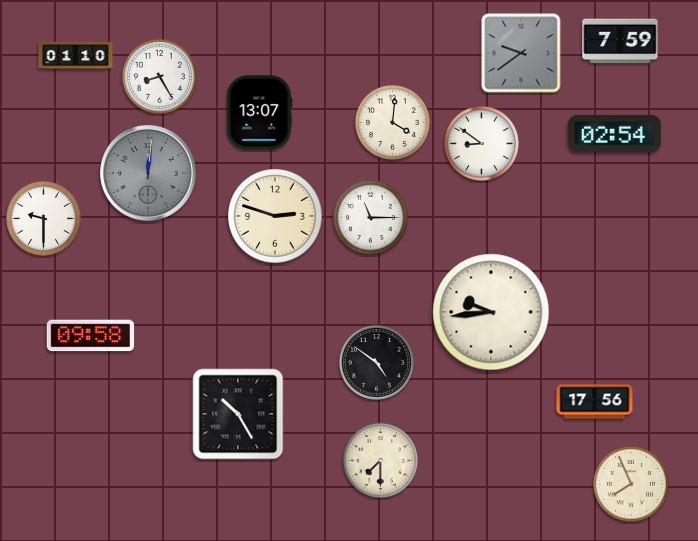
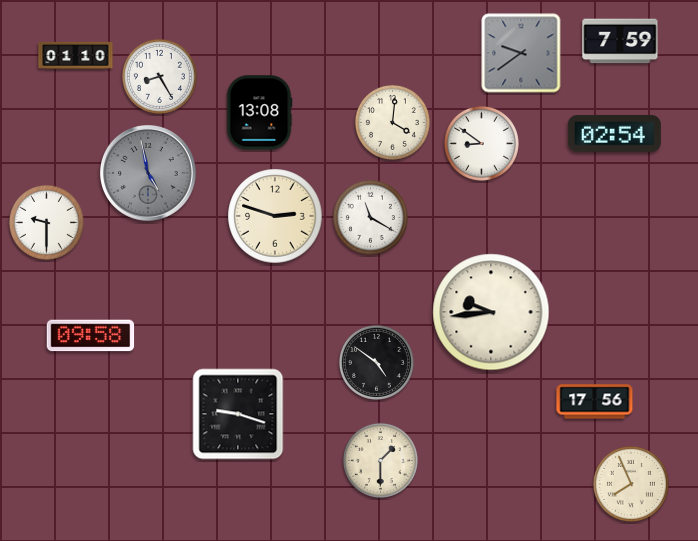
clock at (259, 113): 13:07 -> 13:08
clock at (149, 174): 12:01 -> 4:58
clock at (370, 217): 11:15 -> 11:20
clock at (43, 218) position: (43, 218) -> (46, 222)
clock at (238, 414): 10:25 -> 9:18
clock at (380, 460): 7:30 -> 1:30
